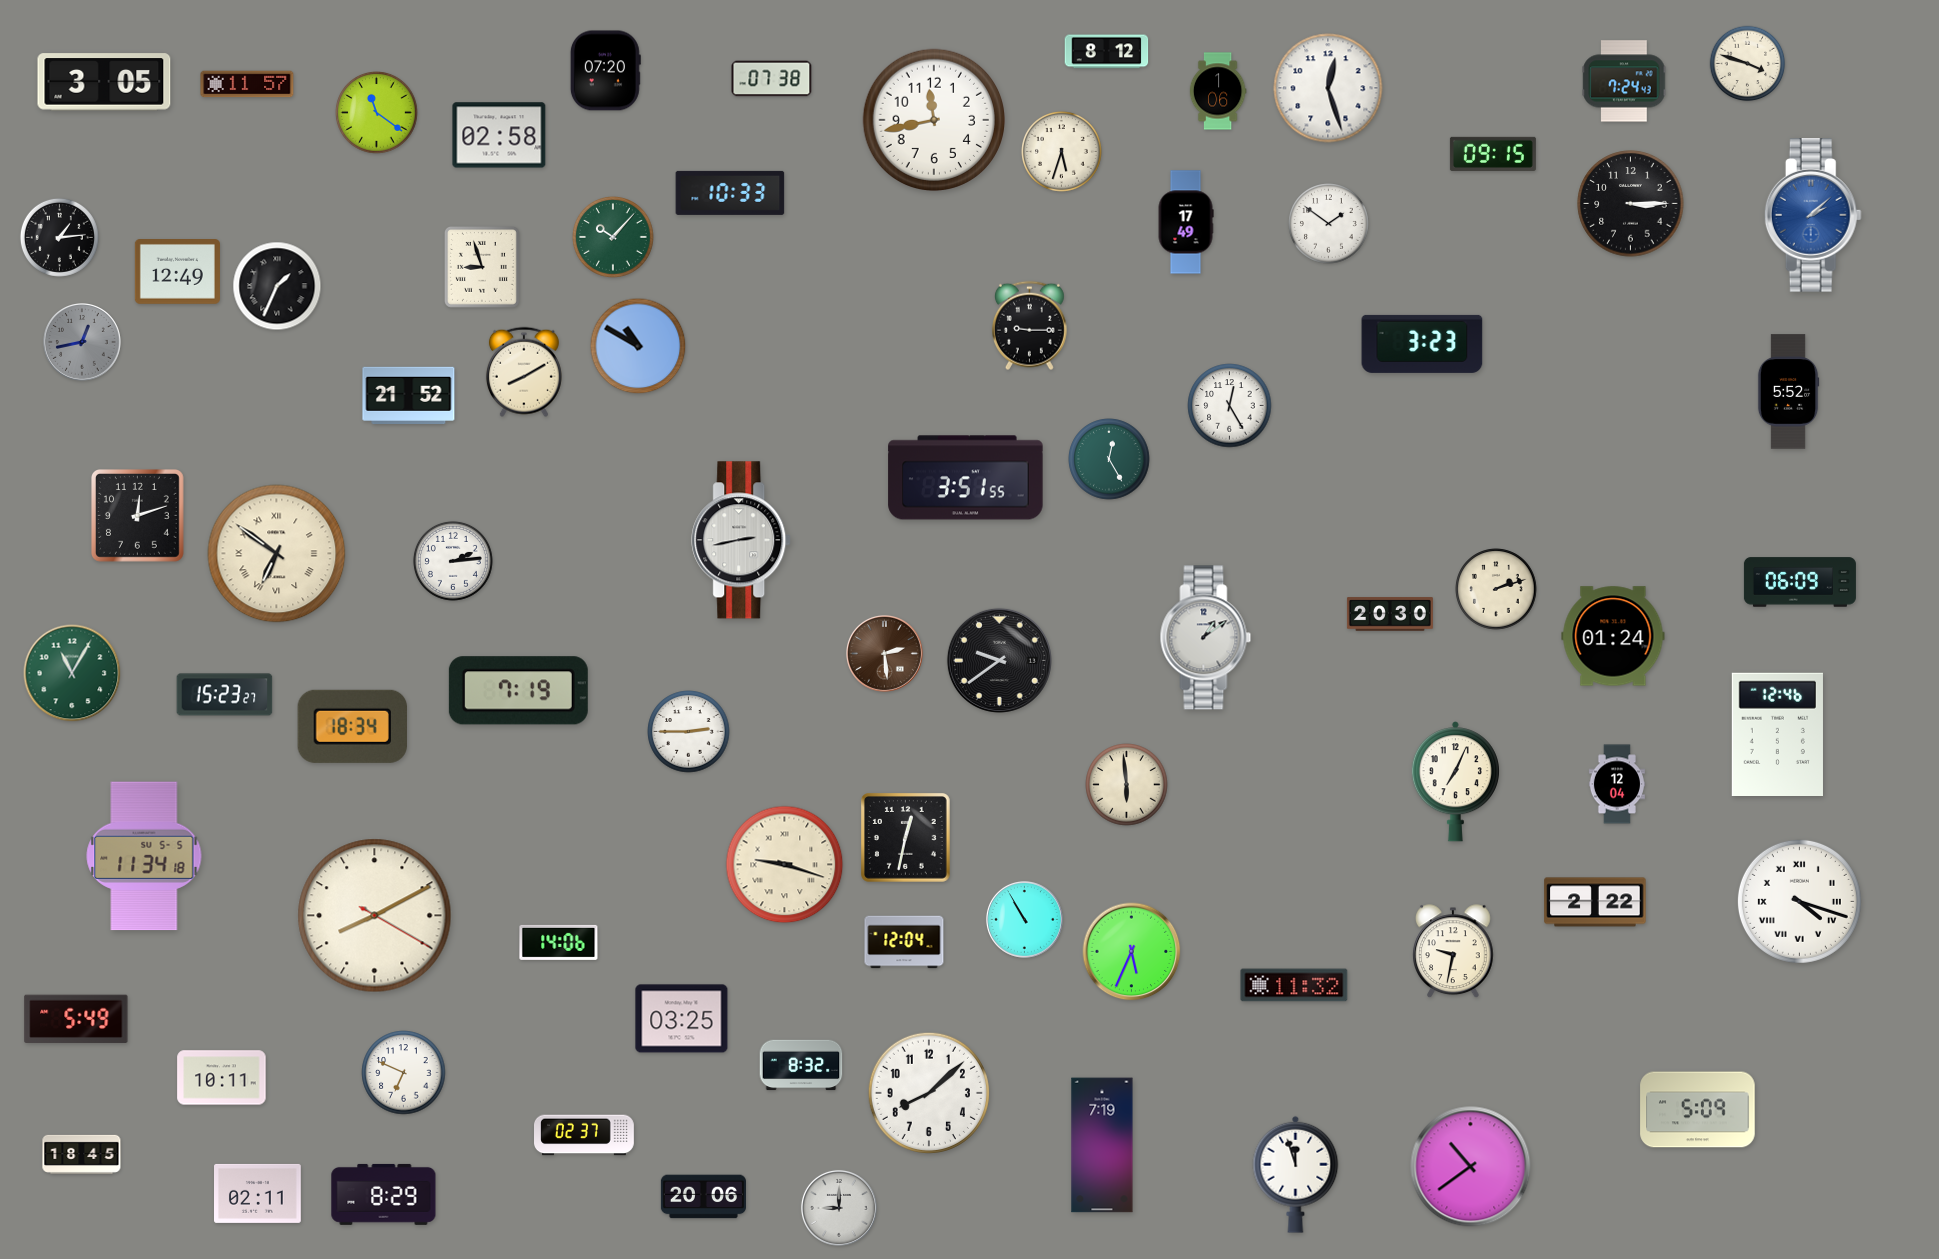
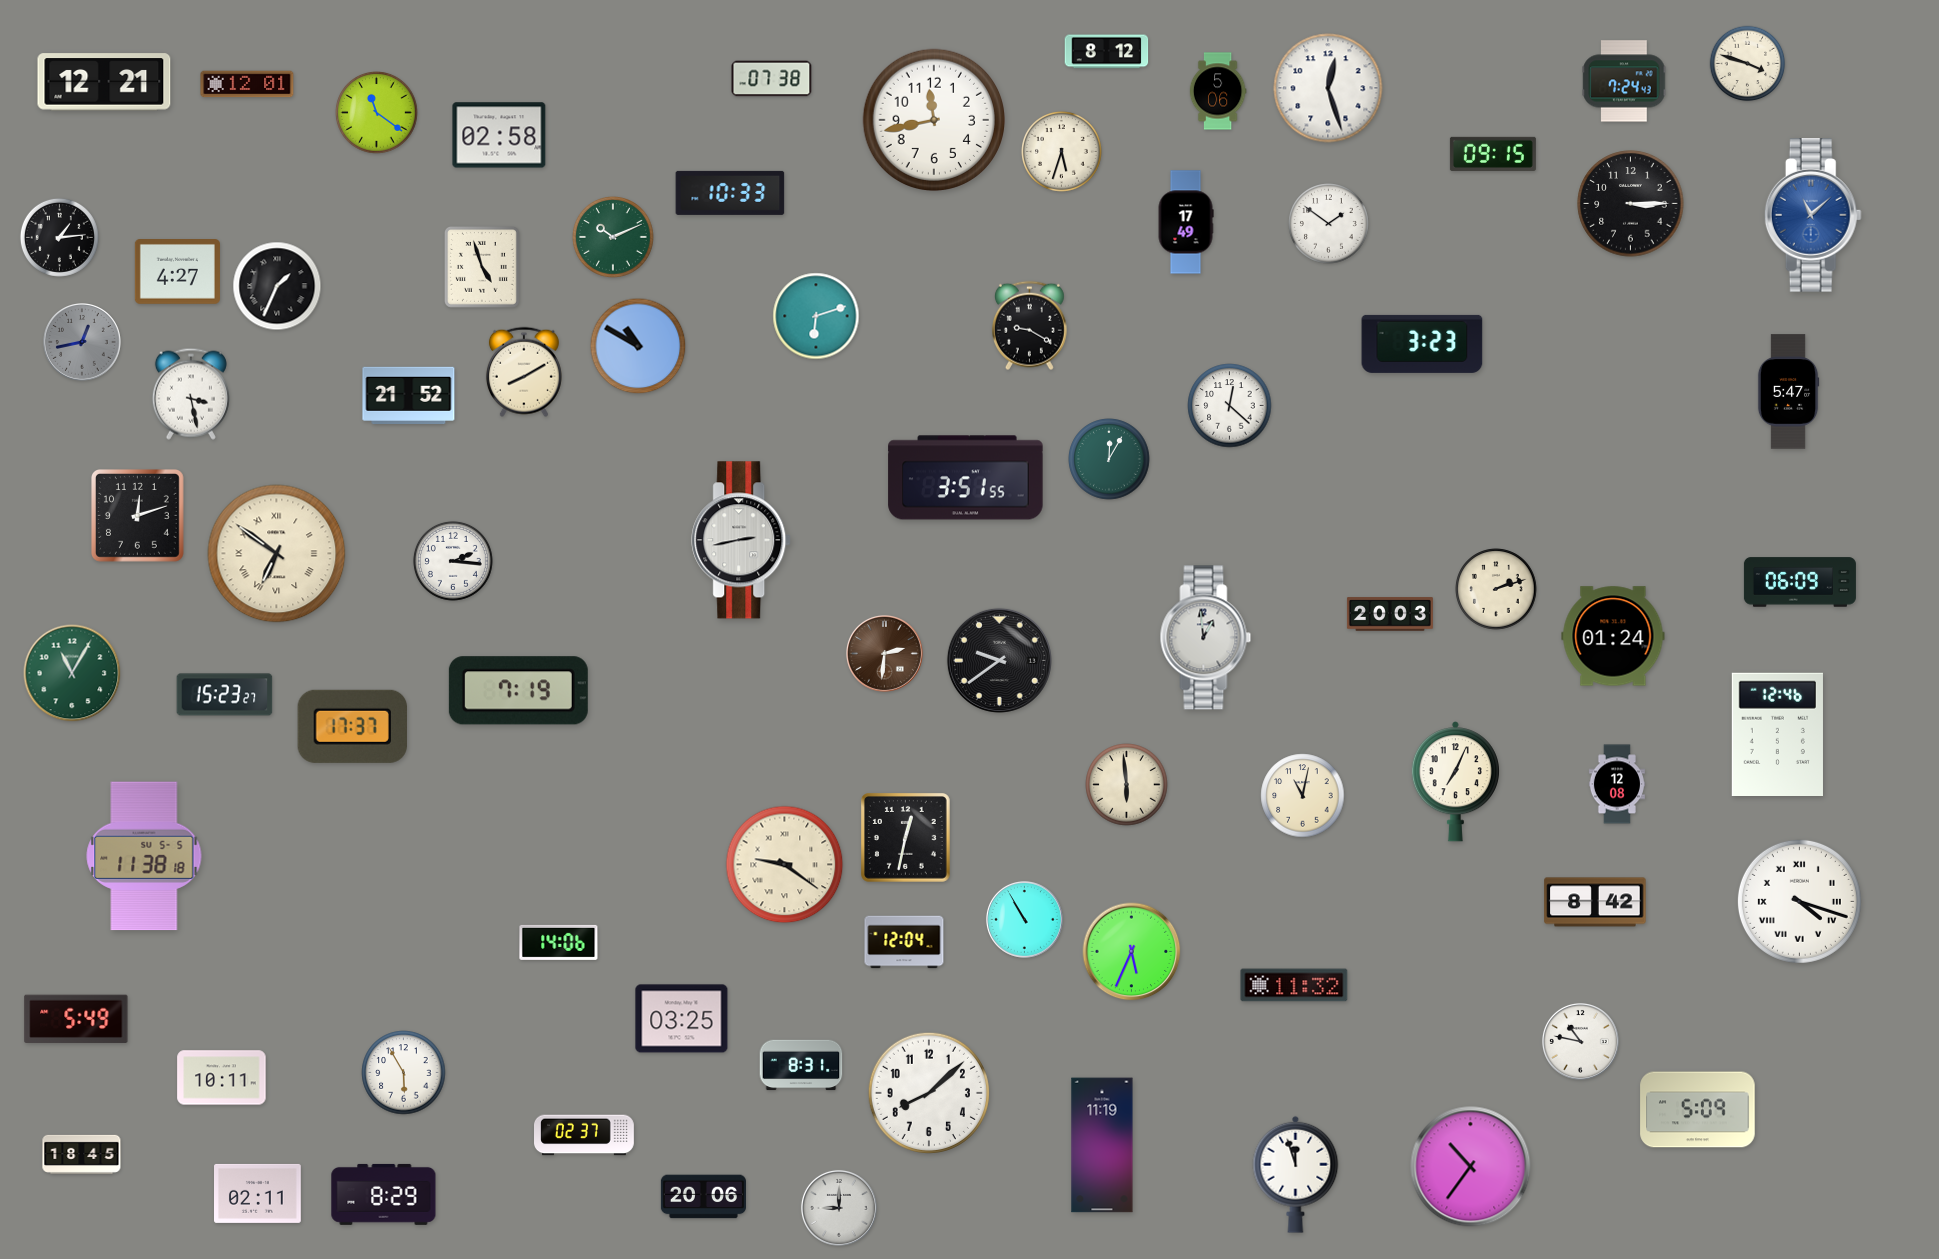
clock at (605, 71): 07:20 -> none
clock at (104, 82): 3:05 -> 12:21
clock at (247, 84): 11:57 -> 12:01
clock at (1218, 91): 1:06 -> 5:06
clock at (1813, 215): 2:08 -> 11:08
clock at (613, 237): 10:07 -> 10:11
clock at (482, 267): 8:57 -> 4:57
clock at (177, 272): 12:49 -> 4:27
clock at (816, 316): none -> 6:12
clock at (1029, 326): 9:15 -> 9:20
clock at (1788, 392): 5:52 -> 5:47
clock at (191, 394): none -> 3:28
clock at (1230, 406): 12:25 -> 12:22
clock at (1109, 459): 12:25 -> 12:05
clock at (453, 561): 2:14 -> 2:16
clock at (1390, 614): 20:30 -> 20:03
clock at (1206, 638): 1:09 -> 12:59
clock at (884, 653): 2:29 -> 2:31
clock at (352, 726): 18:34 -> 17:37
clock at (689, 732): 2:45 -> none
clock at (1617, 784): 12:04 -> 12:08
clock at (1303, 796): none -> 11:02
clock at (144, 856): 11:34 -> 11:38
clock at (785, 865): 9:18 -> 9:21
clock at (1595, 902): 2:22 -> 8:42
clock at (375, 916): 8:10 -> none
clock at (1454, 952): 9:32 -> none
clock at (1580, 1041): none -> 10:47
clock at (801, 1065): 8:32 -> 8:31
clock at (404, 1073): 6:49 -> 5:55
clock at (1102, 1145): 7:19 -> 11:19
clock at (1471, 1167): 10:39 -> 10:36
